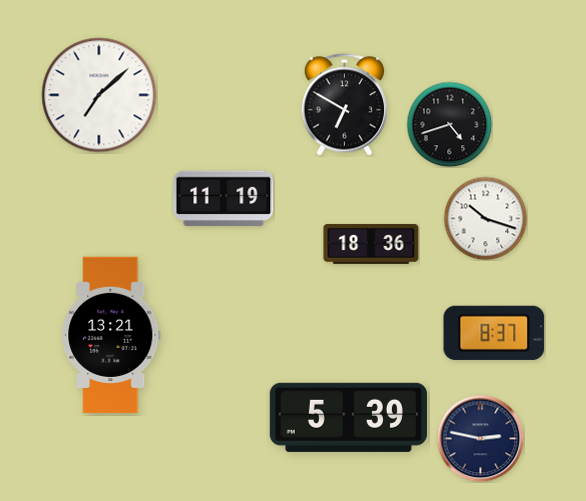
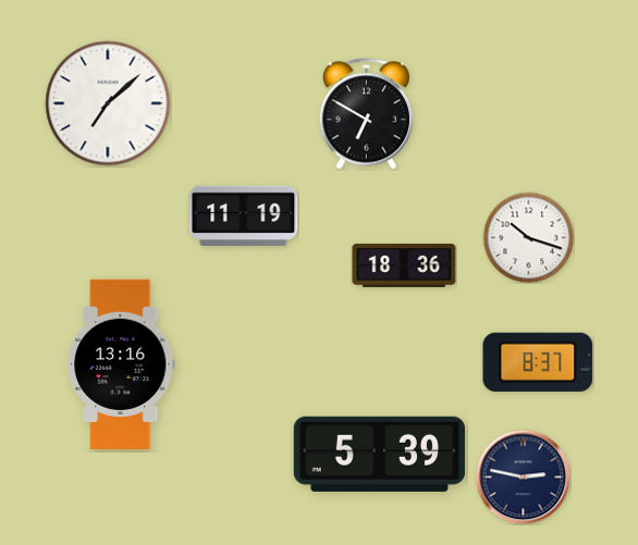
clock at (344, 105) position: (344, 105) -> (366, 114)
clock at (449, 124): 4:42 -> none
clock at (111, 334): 13:21 -> 13:16
